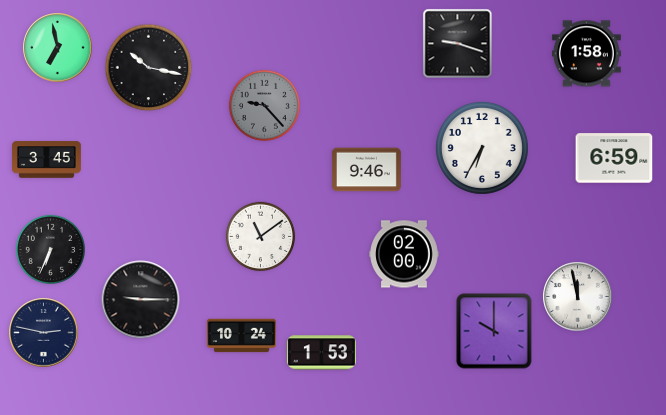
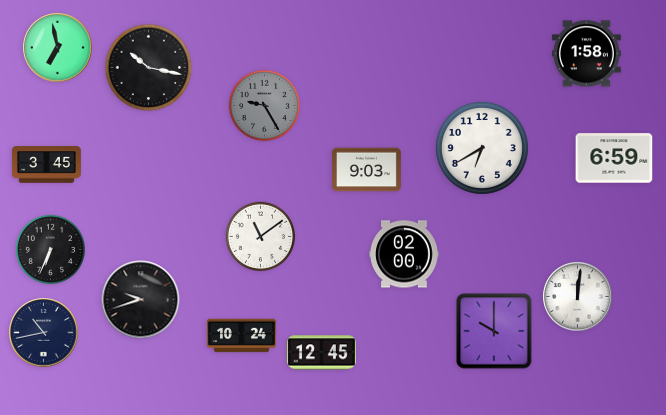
clock at (458, 44): 9:18 -> none
clock at (264, 105): 9:23 -> 9:25
clock at (482, 148): 6:35 -> 6:40
clock at (47, 160) position: (47, 160) -> (47, 165)
clock at (366, 170): 9:46 -> 9:03
clock at (578, 297): 11:58 -> 12:01
clock at (141, 300): 9:15 -> 9:42
clock at (44, 333): 2:47 -> 10:43
clock at (321, 353): 1:53 -> 12:45
